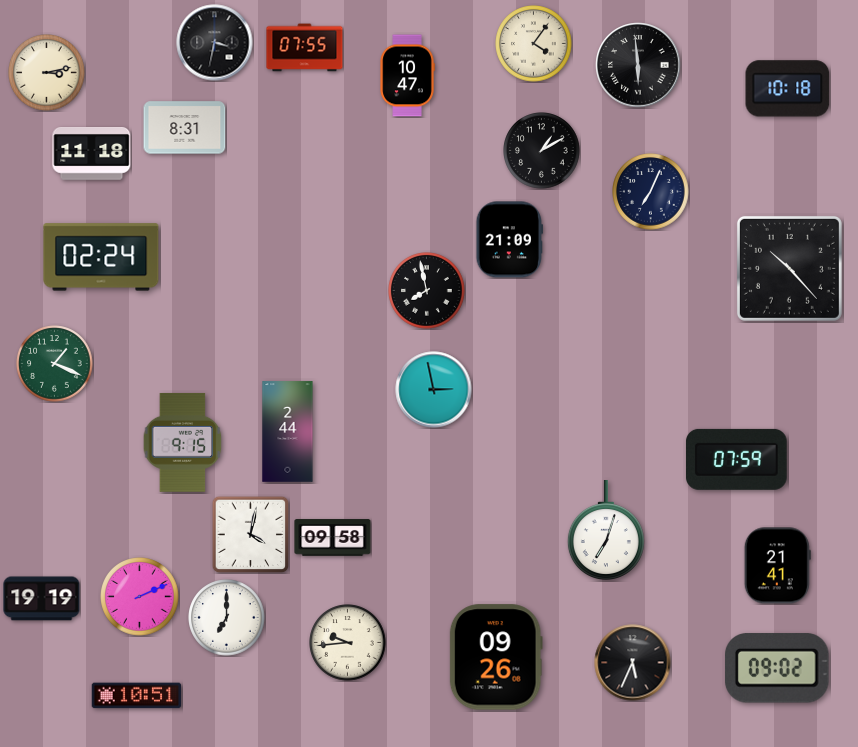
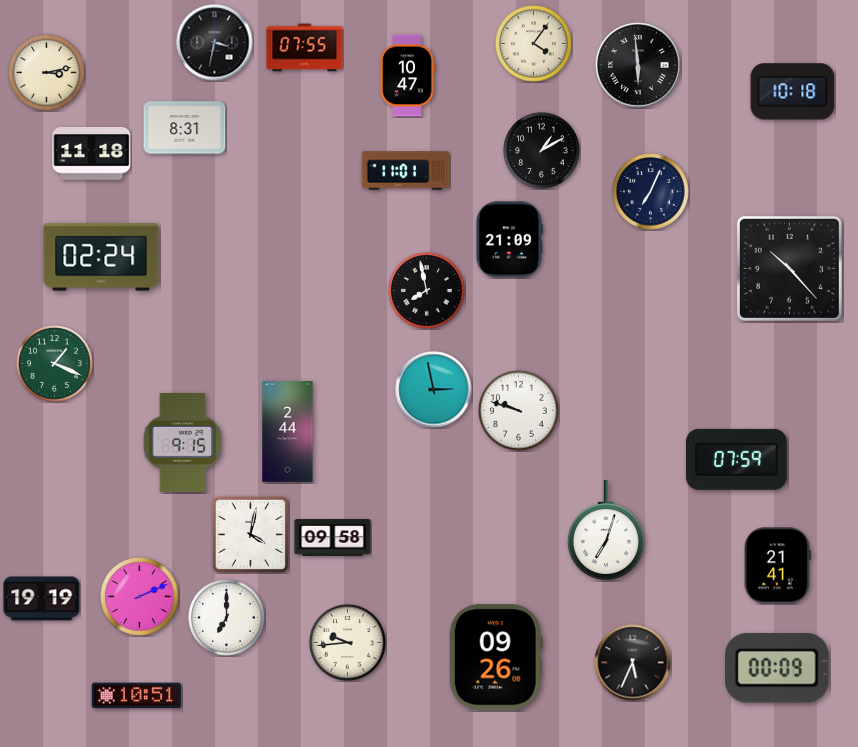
clock at (788, 89) position: (788, 89) -> (793, 92)
clock at (406, 171): none -> 11:01
clock at (519, 411): none -> 9:48
clock at (778, 668): 09:02 -> 00:09
